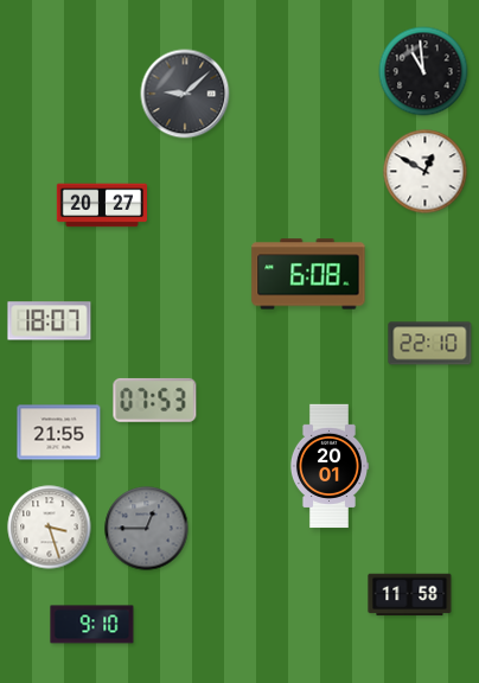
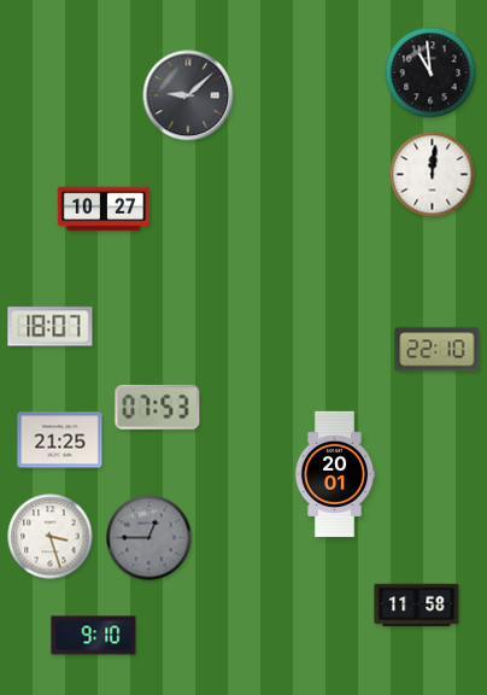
clock at (426, 172): 12:50 -> 12:01
clock at (102, 205): 20:27 -> 10:27
clock at (308, 274): 6:08 -> none
clock at (59, 433): 21:55 -> 21:25
